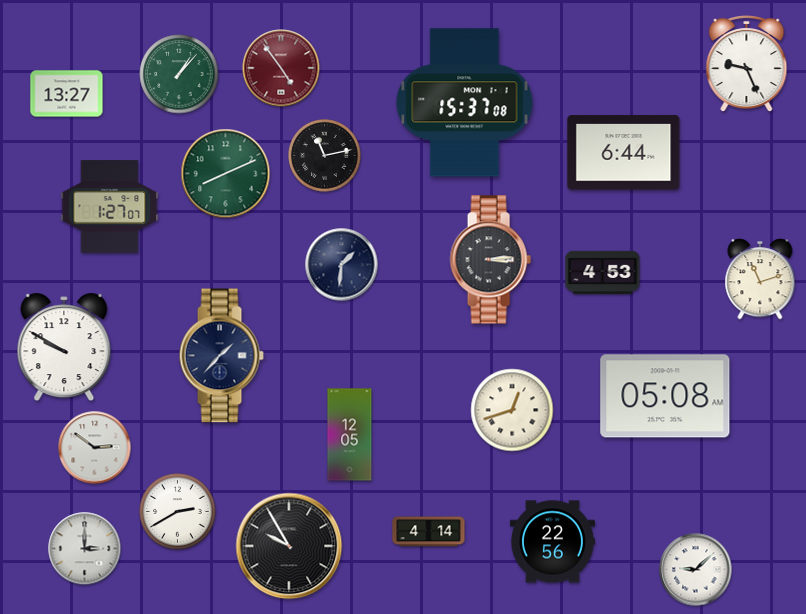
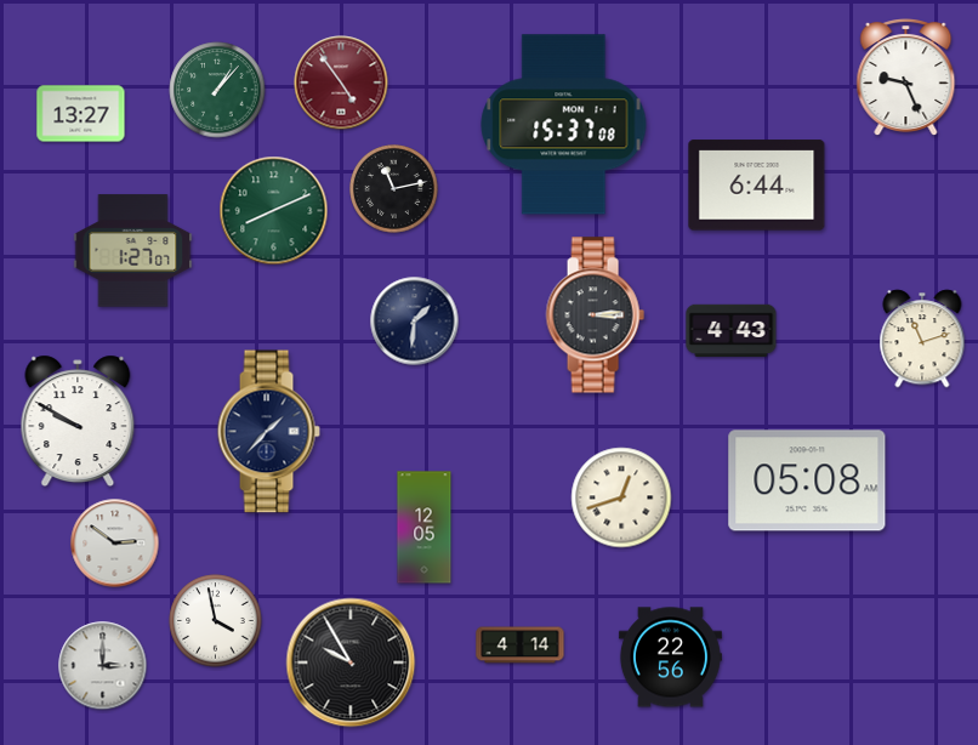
clock at (603, 273): 4:53 -> 4:43
clock at (178, 512): 2:40 -> 3:58
clock at (696, 570): 9:08 -> none
